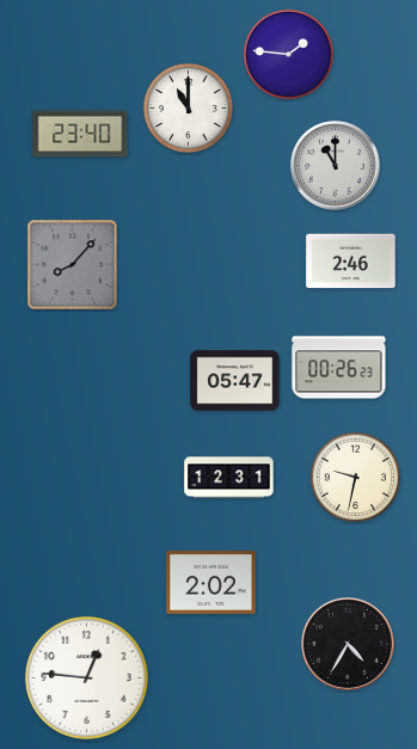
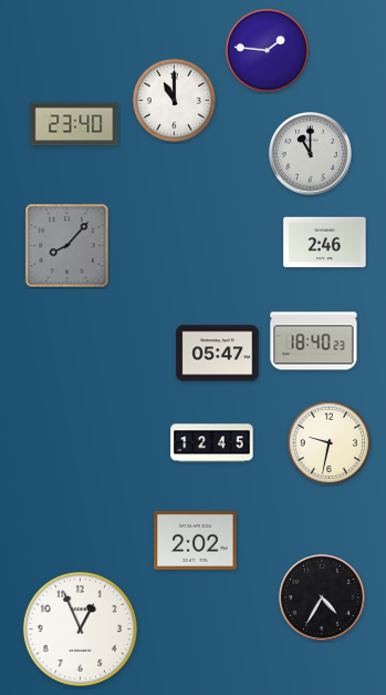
clock at (339, 368): 00:26 -> 18:40
clock at (229, 478): 12:31 -> 12:45
clock at (86, 677): 12:46 -> 12:56
